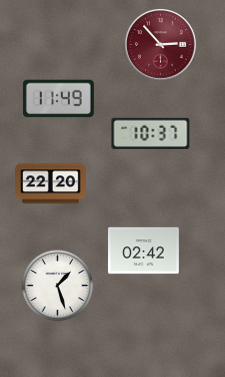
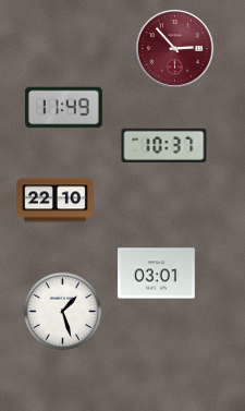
clock at (51, 184): 22:20 -> 22:10
clock at (144, 251): 02:42 -> 03:01
